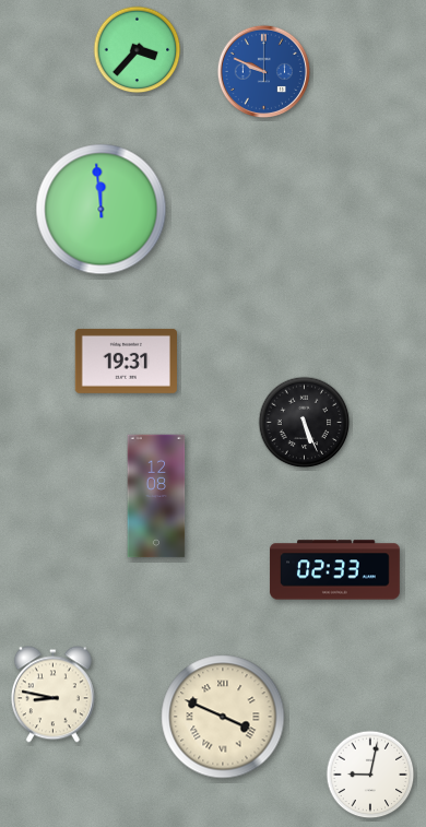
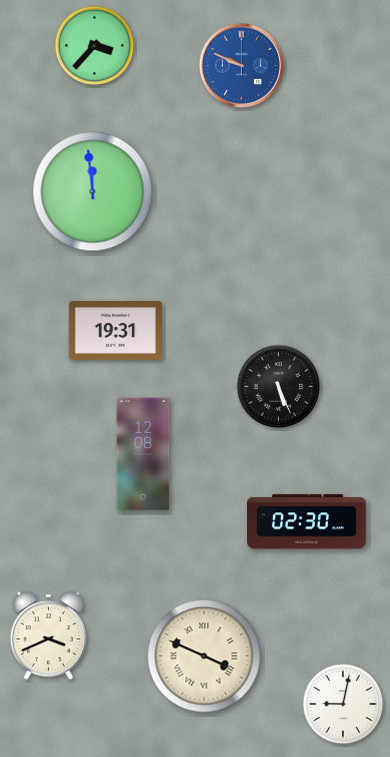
clock at (138, 50) position: (138, 50) -> (95, 46)
clock at (335, 570): 02:33 -> 02:30
clock at (52, 695): 8:47 -> 3:41
clock at (370, 775) position: (370, 775) -> (343, 704)
